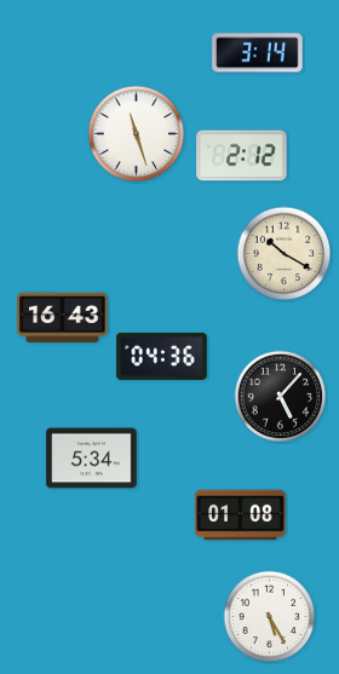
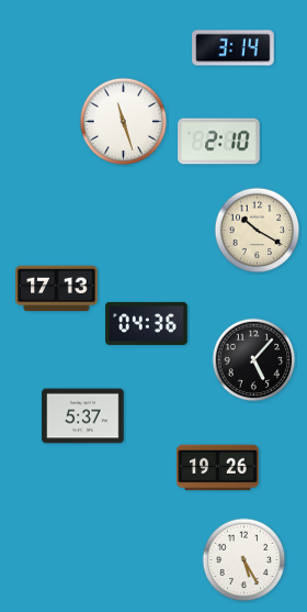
clock at (242, 156): 2:12 -> 2:10
clock at (63, 318): 16:43 -> 17:13
clock at (92, 459): 5:34 -> 5:37
clock at (241, 515): 01:08 -> 19:26
